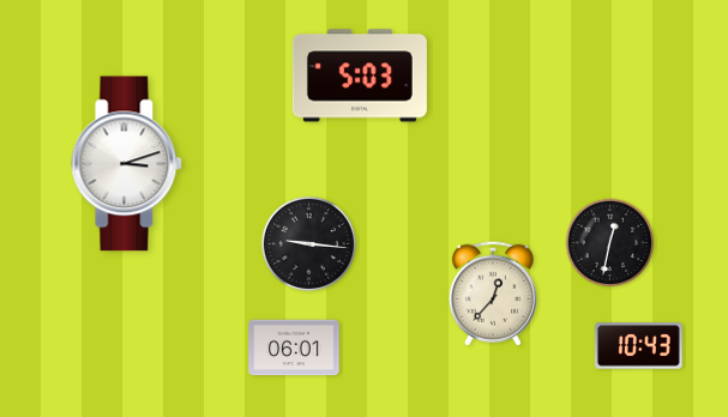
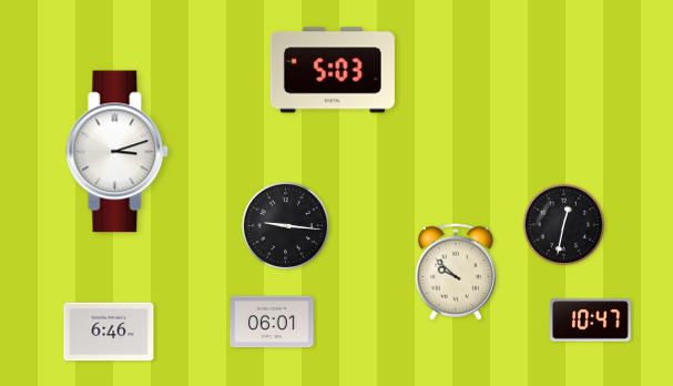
clock at (493, 294): 12:37 -> 9:52
clock at (638, 346): 10:43 -> 10:47
clock at (109, 332): none -> 6:46
